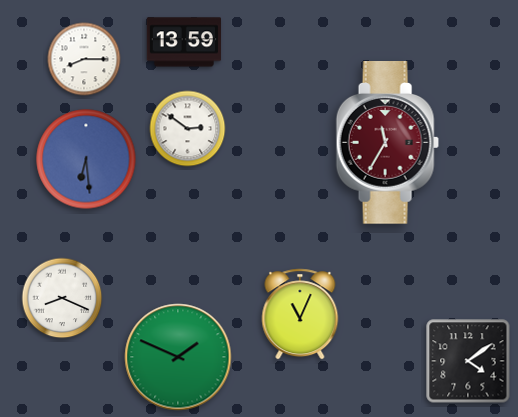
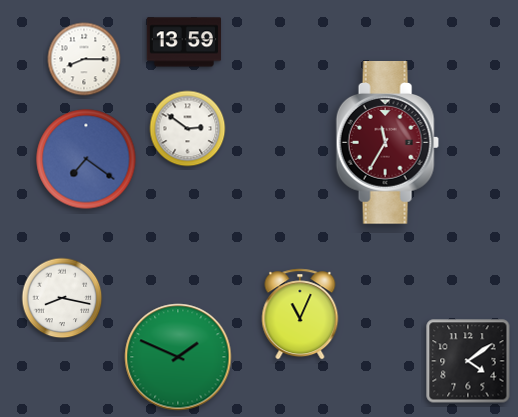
clock at (86, 159): 6:29 -> 7:21
clock at (62, 298): 8:19 -> 8:17
